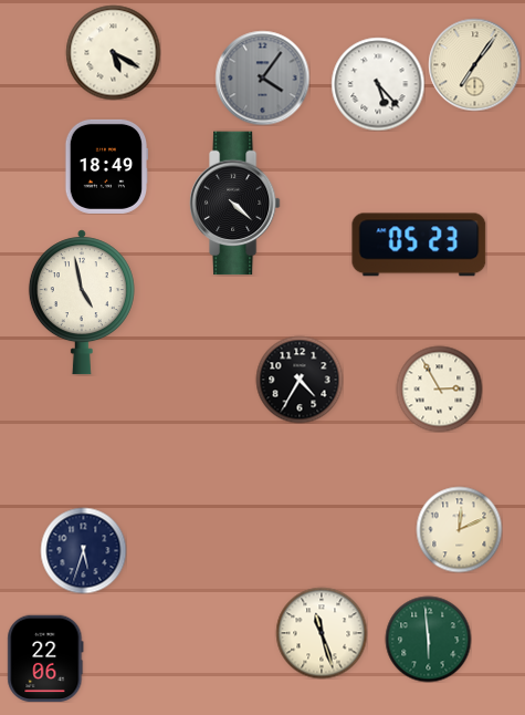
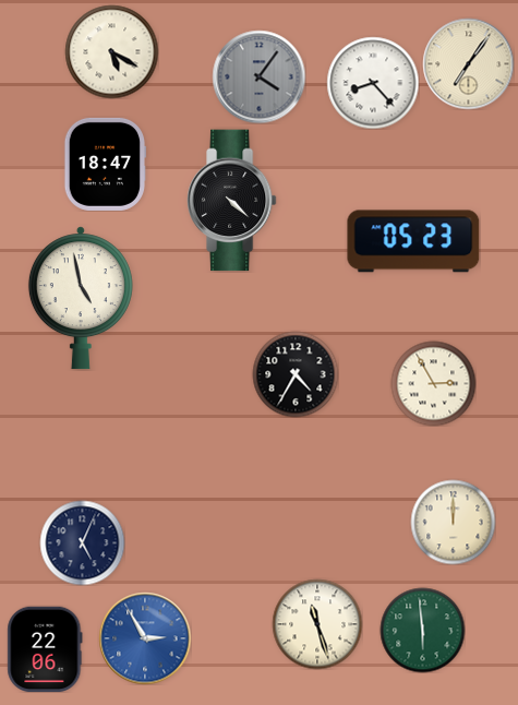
clock at (378, 84): 5:23 -> 8:23
clock at (107, 166): 18:49 -> 18:47
clock at (459, 529): 12:11 -> 12:00
clock at (83, 550): 5:33 -> 5:04
clock at (145, 638): none -> 2:55
